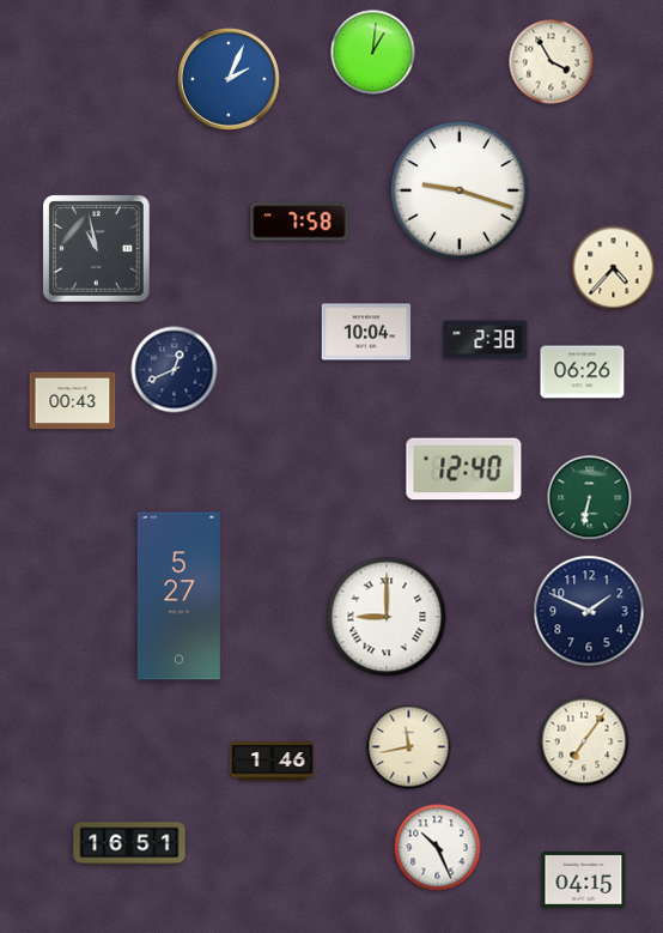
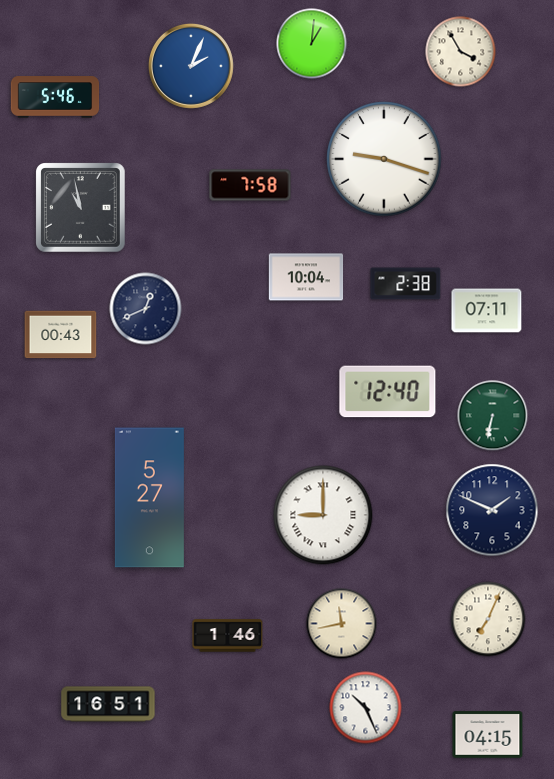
clock at (55, 97): none -> 5:46
clock at (614, 268): 4:37 -> none
clock at (583, 372): 06:26 -> 07:11
clock at (584, 741): 7:06 -> 7:04
